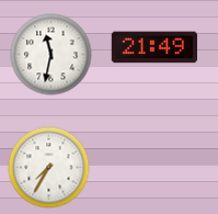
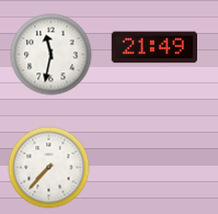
clock at (49, 168): 7:35 -> 7:37
